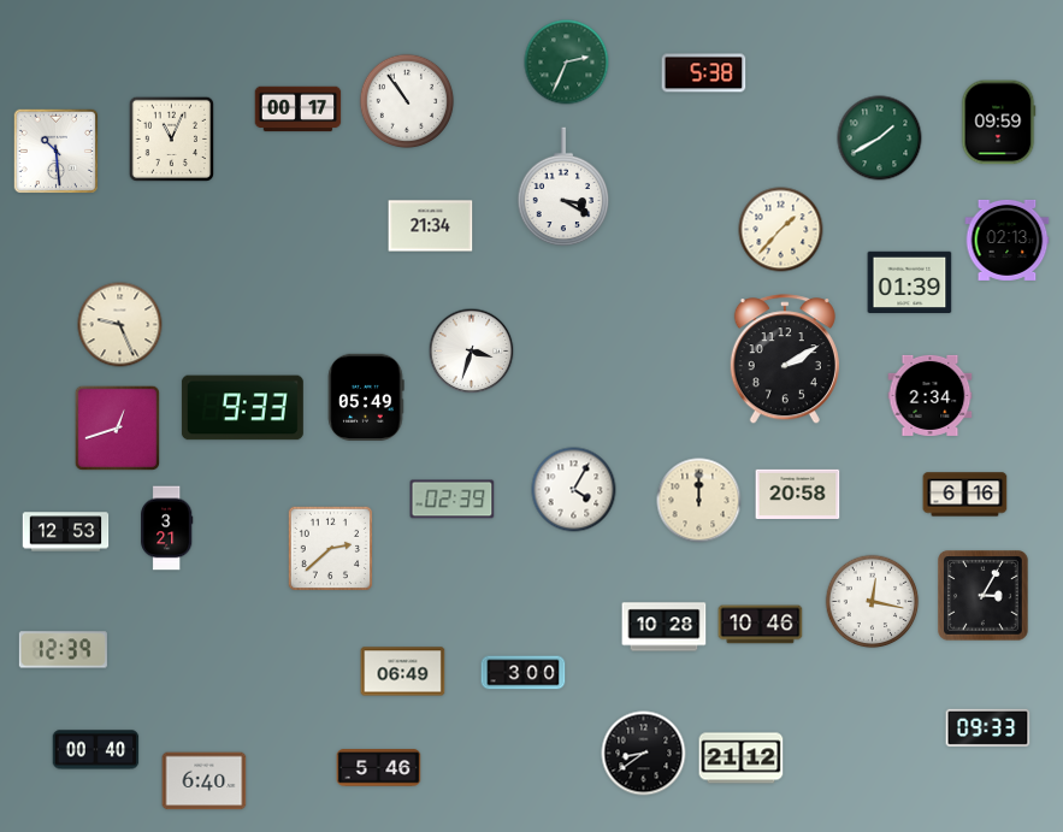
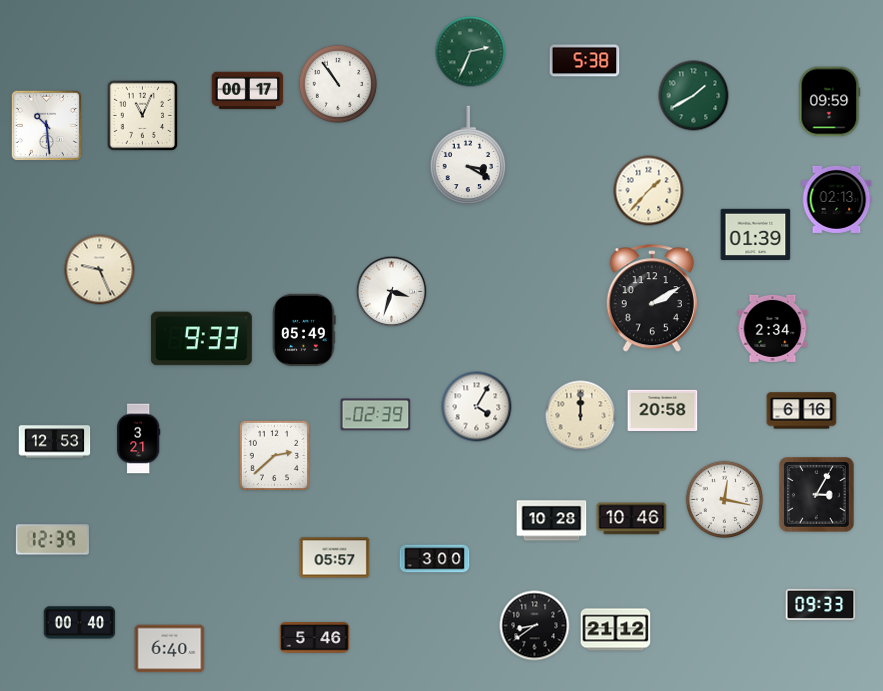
clock at (880, 138) position: (880, 138) -> (694, 96)
clock at (431, 226): 21:34 -> none
clock at (117, 427): 12:42 -> none
clock at (403, 672): 06:49 -> 05:57
